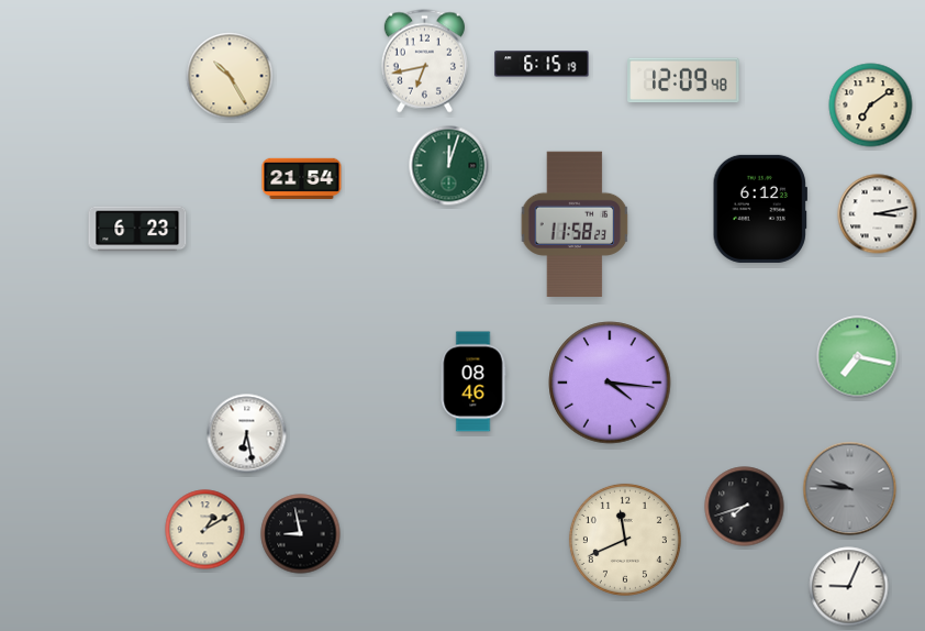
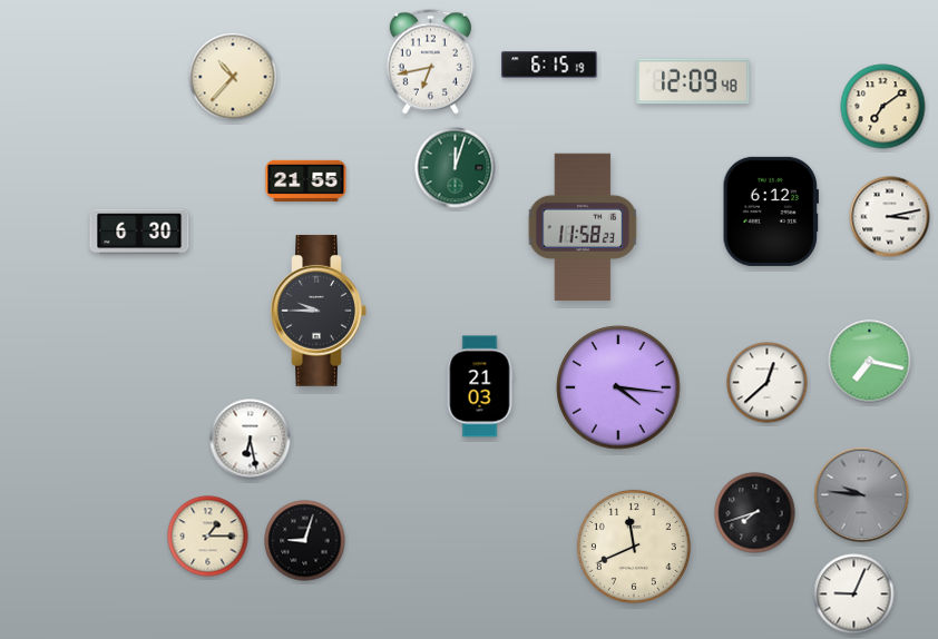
clock at (230, 76): 10:25 -> 10:37
clock at (302, 178): 21:54 -> 21:55
clock at (137, 229): 6:23 -> 6:30
clock at (319, 311): none -> 9:45
clock at (768, 383): none -> 12:38
clock at (473, 381): 08:46 -> 21:03
clock at (205, 530): 1:10 -> 1:15
clock at (301, 534): 8:58 -> 9:03
clock at (849, 587) position: (849, 587) -> (854, 594)
